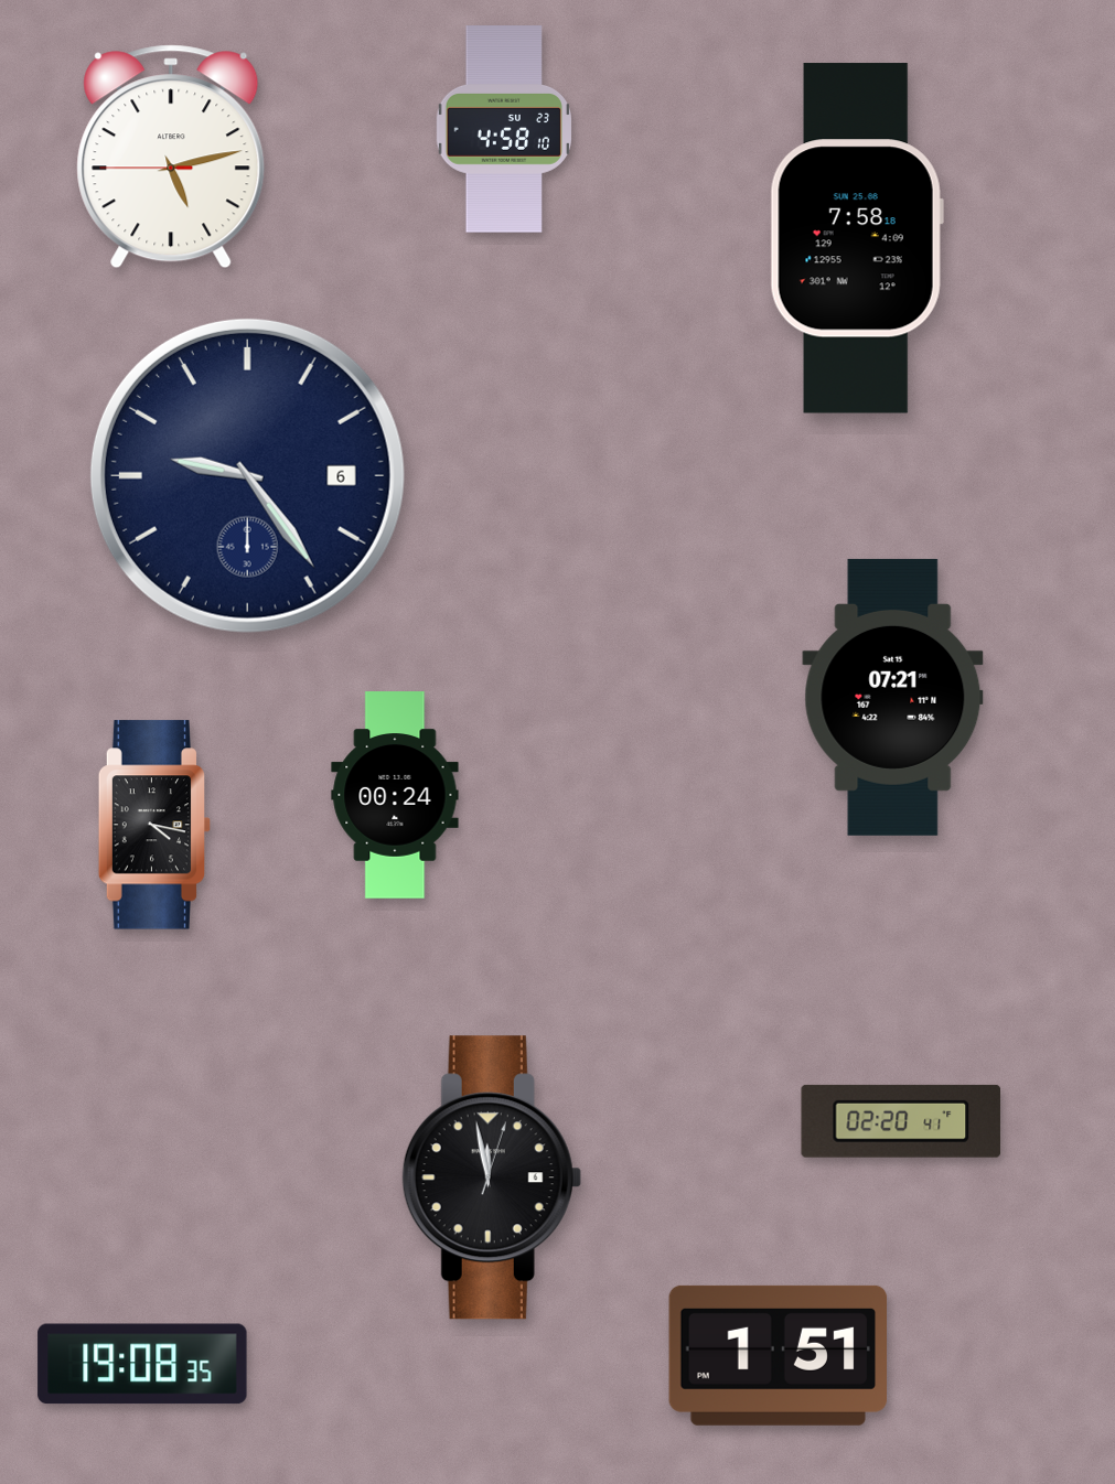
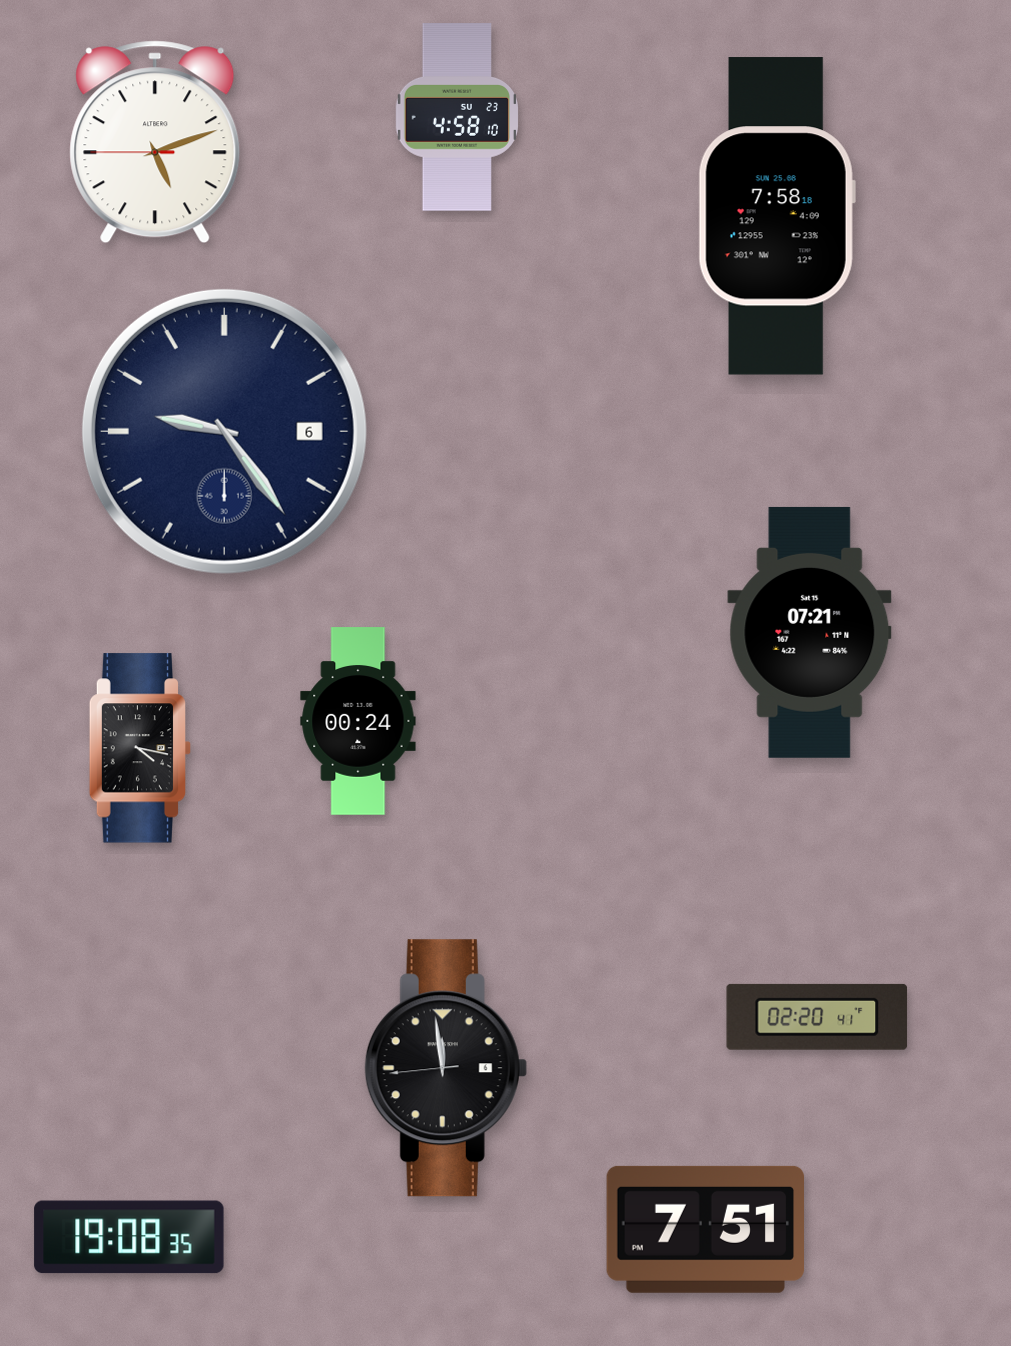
clock at (171, 157): 5:12 -> 5:11
clock at (492, 1177): 11:58:03 -> 11:58:44
clock at (779, 1355): 1:51 -> 7:51
